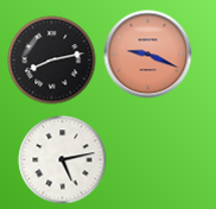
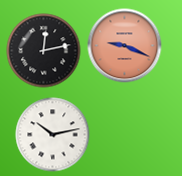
clock at (52, 61): 8:13 -> 12:13
clock at (63, 160): 5:13 -> 10:13
